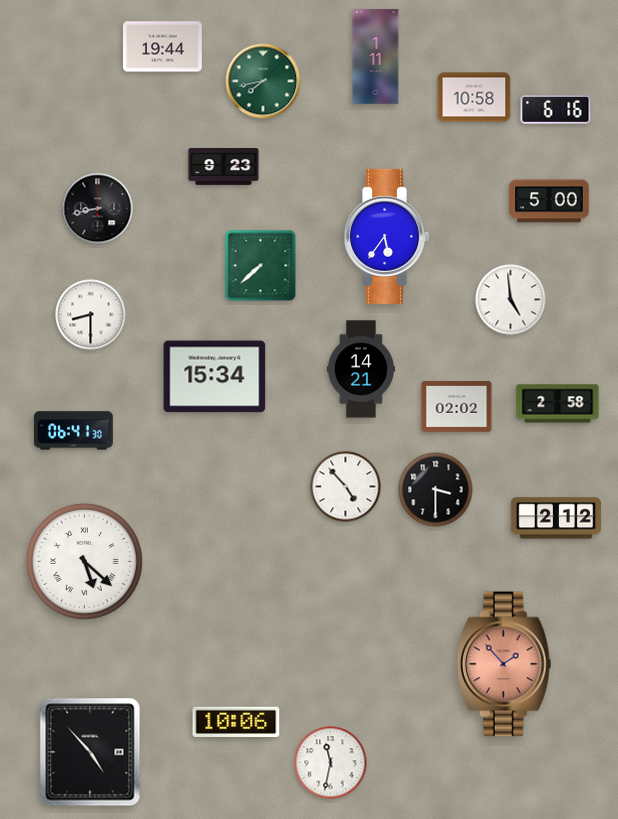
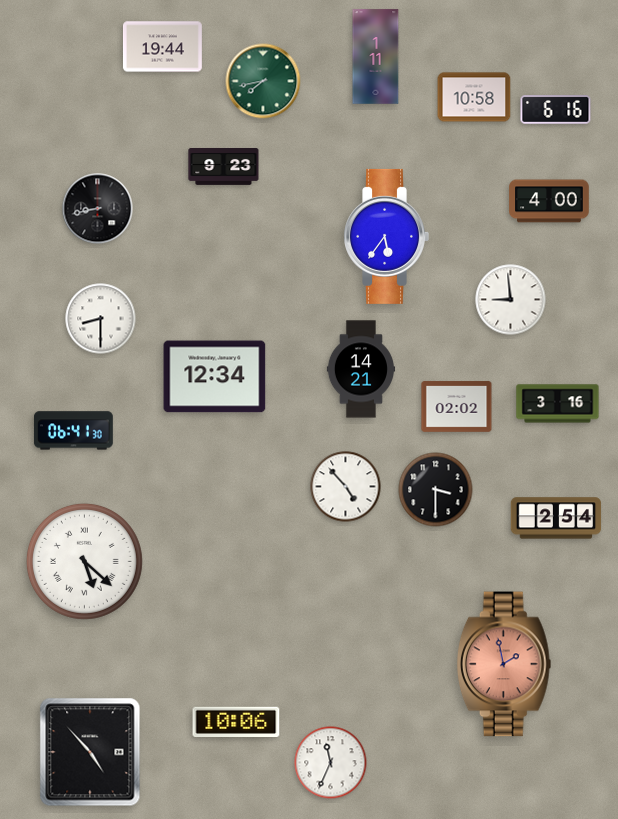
clock at (549, 201): 5:00 -> 4:00
clock at (261, 266): 7:38 -> none
clock at (511, 300): 4:59 -> 8:59
clock at (91, 315) position: (91, 315) -> (101, 319)
clock at (215, 377): 15:34 -> 12:34
clock at (558, 404): 2:58 -> 3:16
clock at (556, 518): 2:12 -> 2:54
clock at (504, 664): 1:53 -> 1:58
clock at (331, 763): 11:32 -> 11:34
